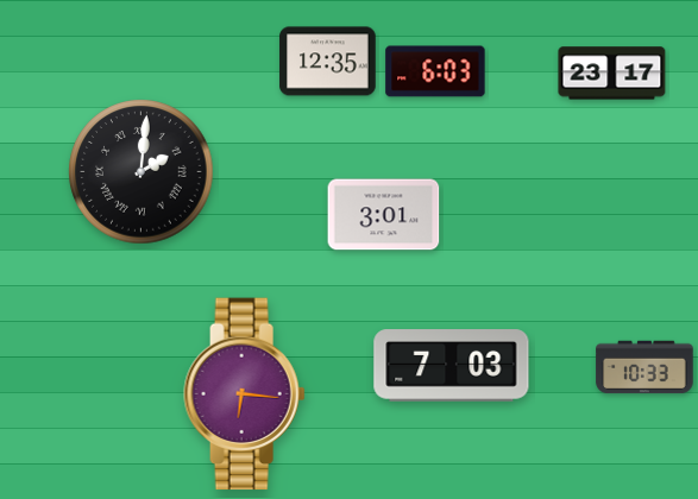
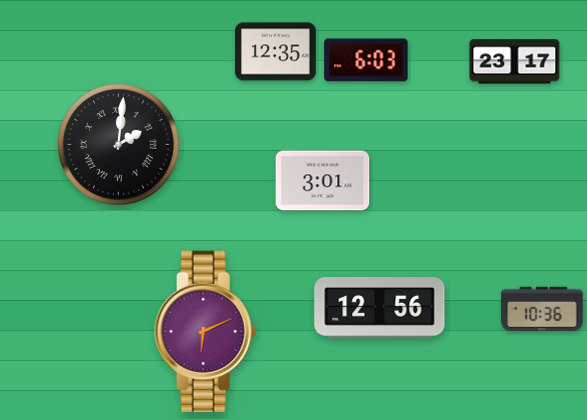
clock at (452, 366): 7:03 -> 12:56
clock at (644, 367): 10:33 -> 10:36
clock at (245, 394): 6:16 -> 6:11
